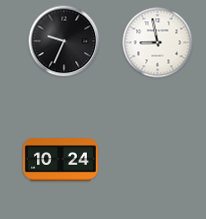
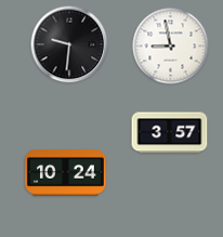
clock at (64, 41): 9:34 -> 9:31
clock at (170, 133): none -> 3:57
